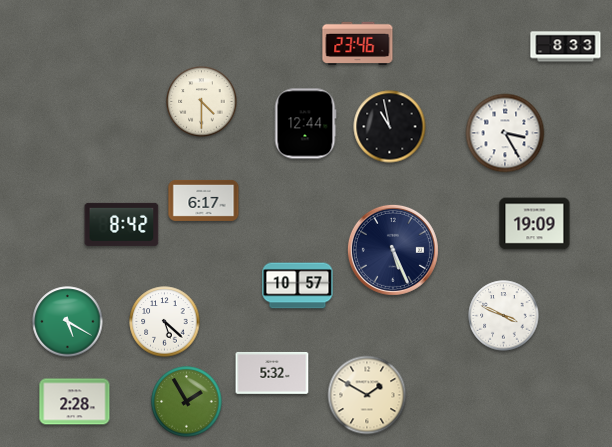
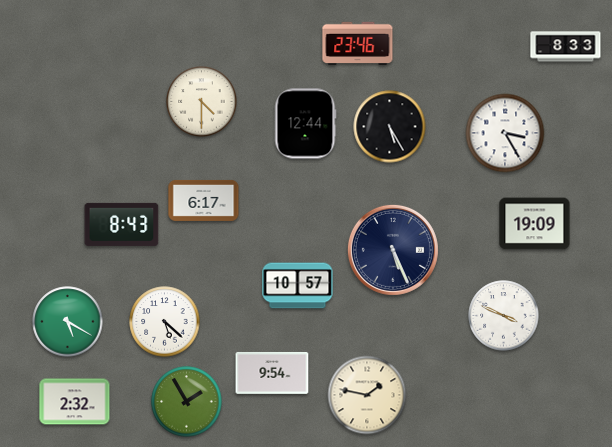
clock at (390, 127): 10:58 -> 5:25
clock at (122, 224): 8:42 -> 8:43
clock at (272, 373): 5:32 -> 9:54
clock at (367, 395): 1:50 -> 1:47
clock at (75, 402): 2:28 -> 2:32
